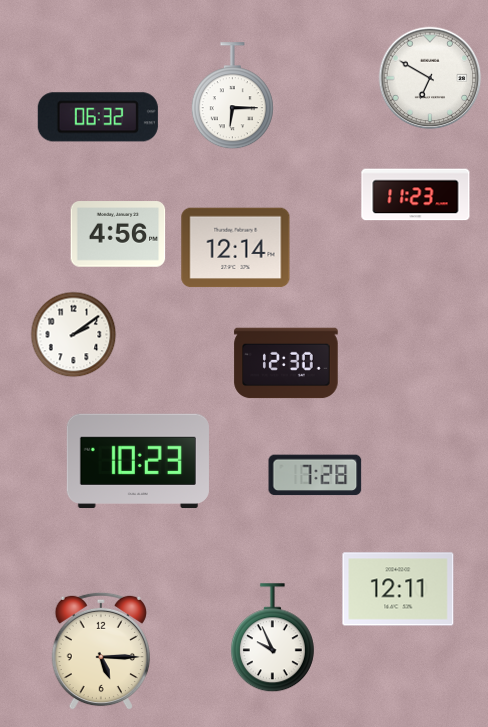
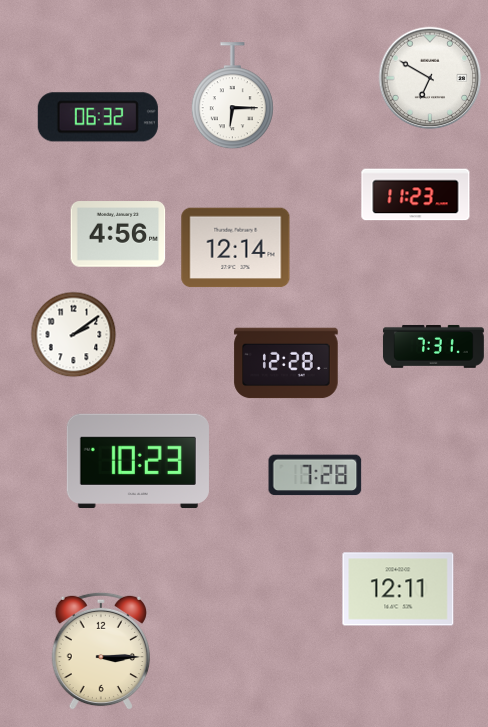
clock at (433, 346): none -> 7:31
clock at (286, 363): 12:30 -> 12:28
clock at (272, 638): 9:56 -> none
clock at (101, 651): 5:15 -> 3:15
